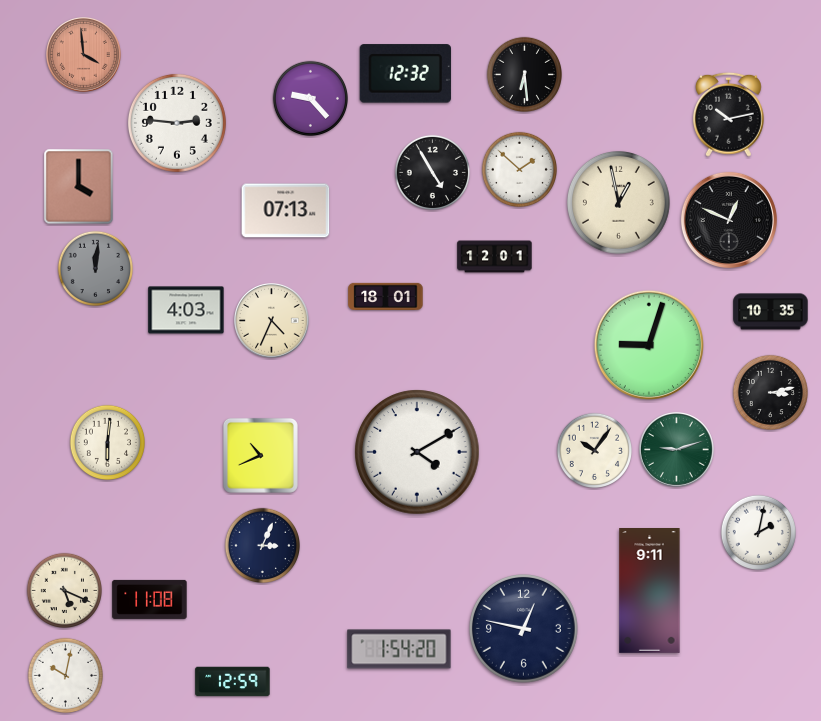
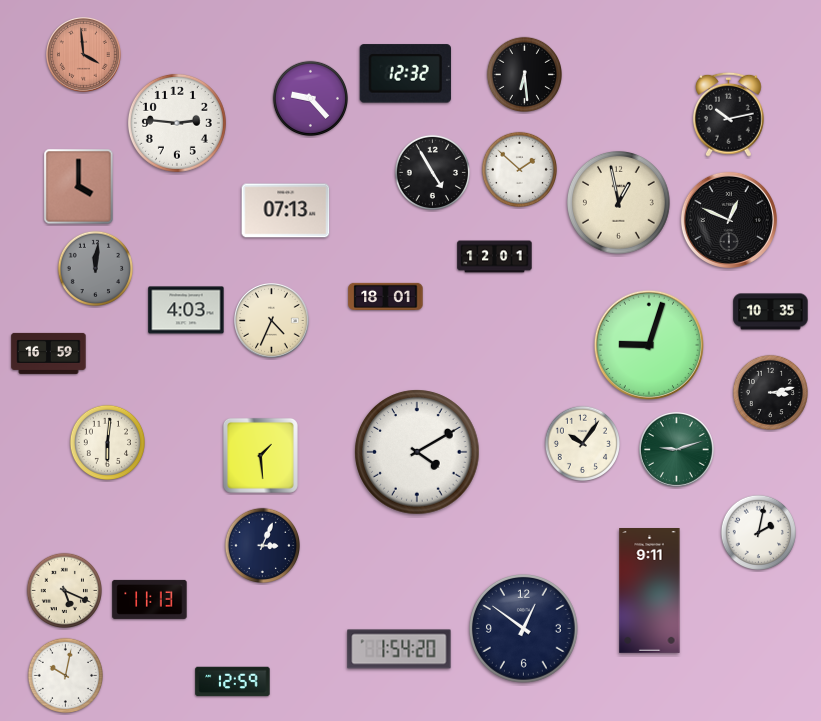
clock at (49, 353): none -> 16:59
clock at (594, 450) position: (594, 450) -> (582, 443)
clock at (260, 455): 10:41 -> 1:29
clock at (150, 599): 11:08 -> 11:13
clock at (524, 629): 12:47 -> 12:51
